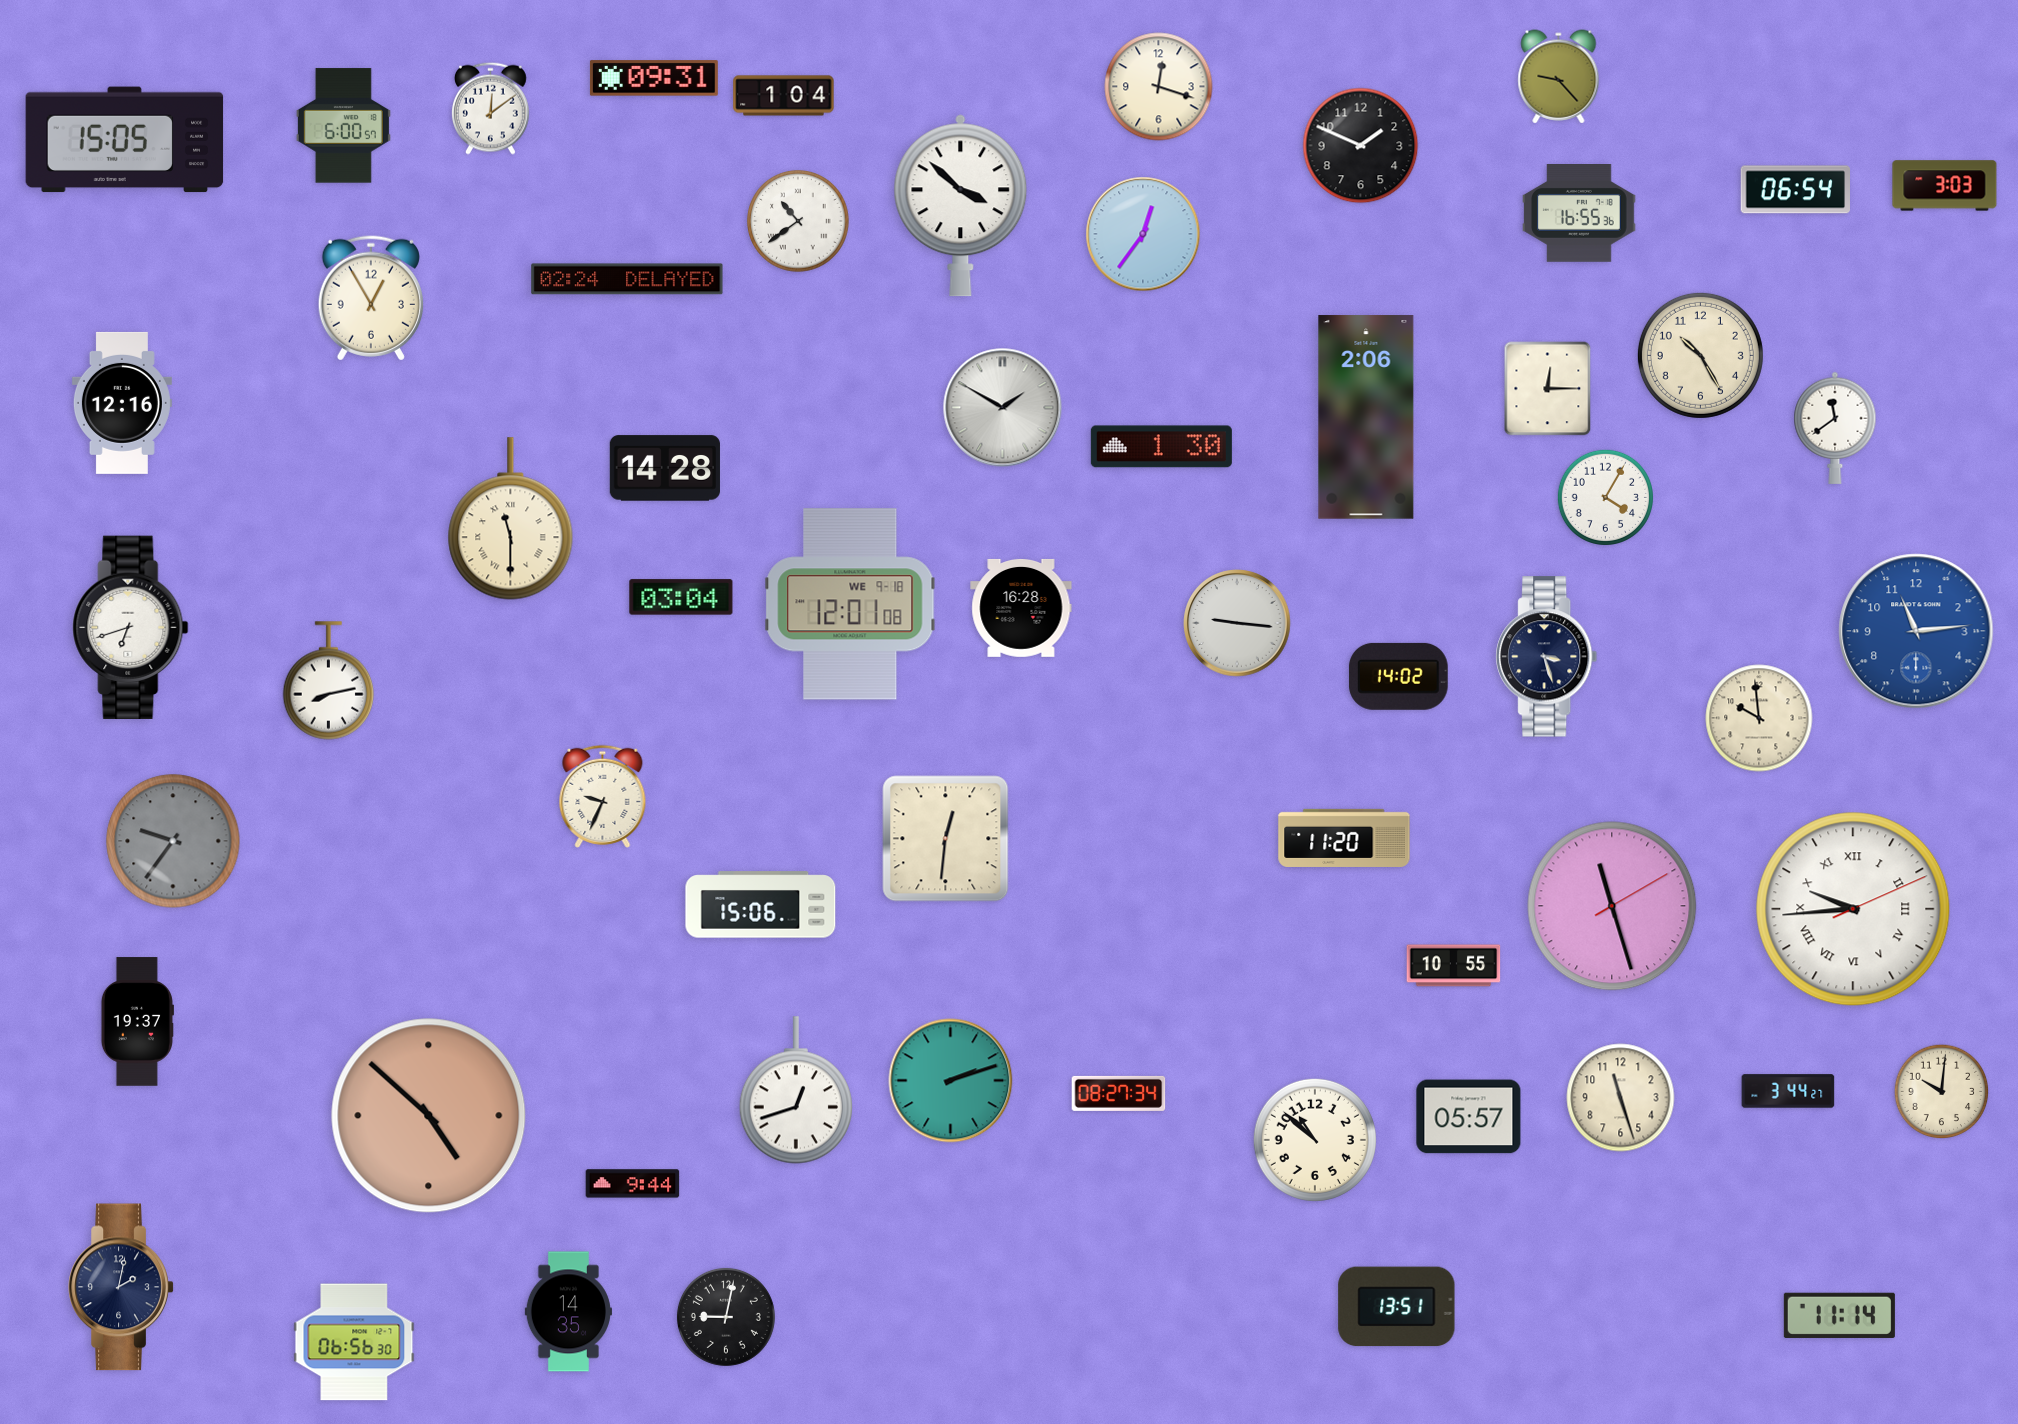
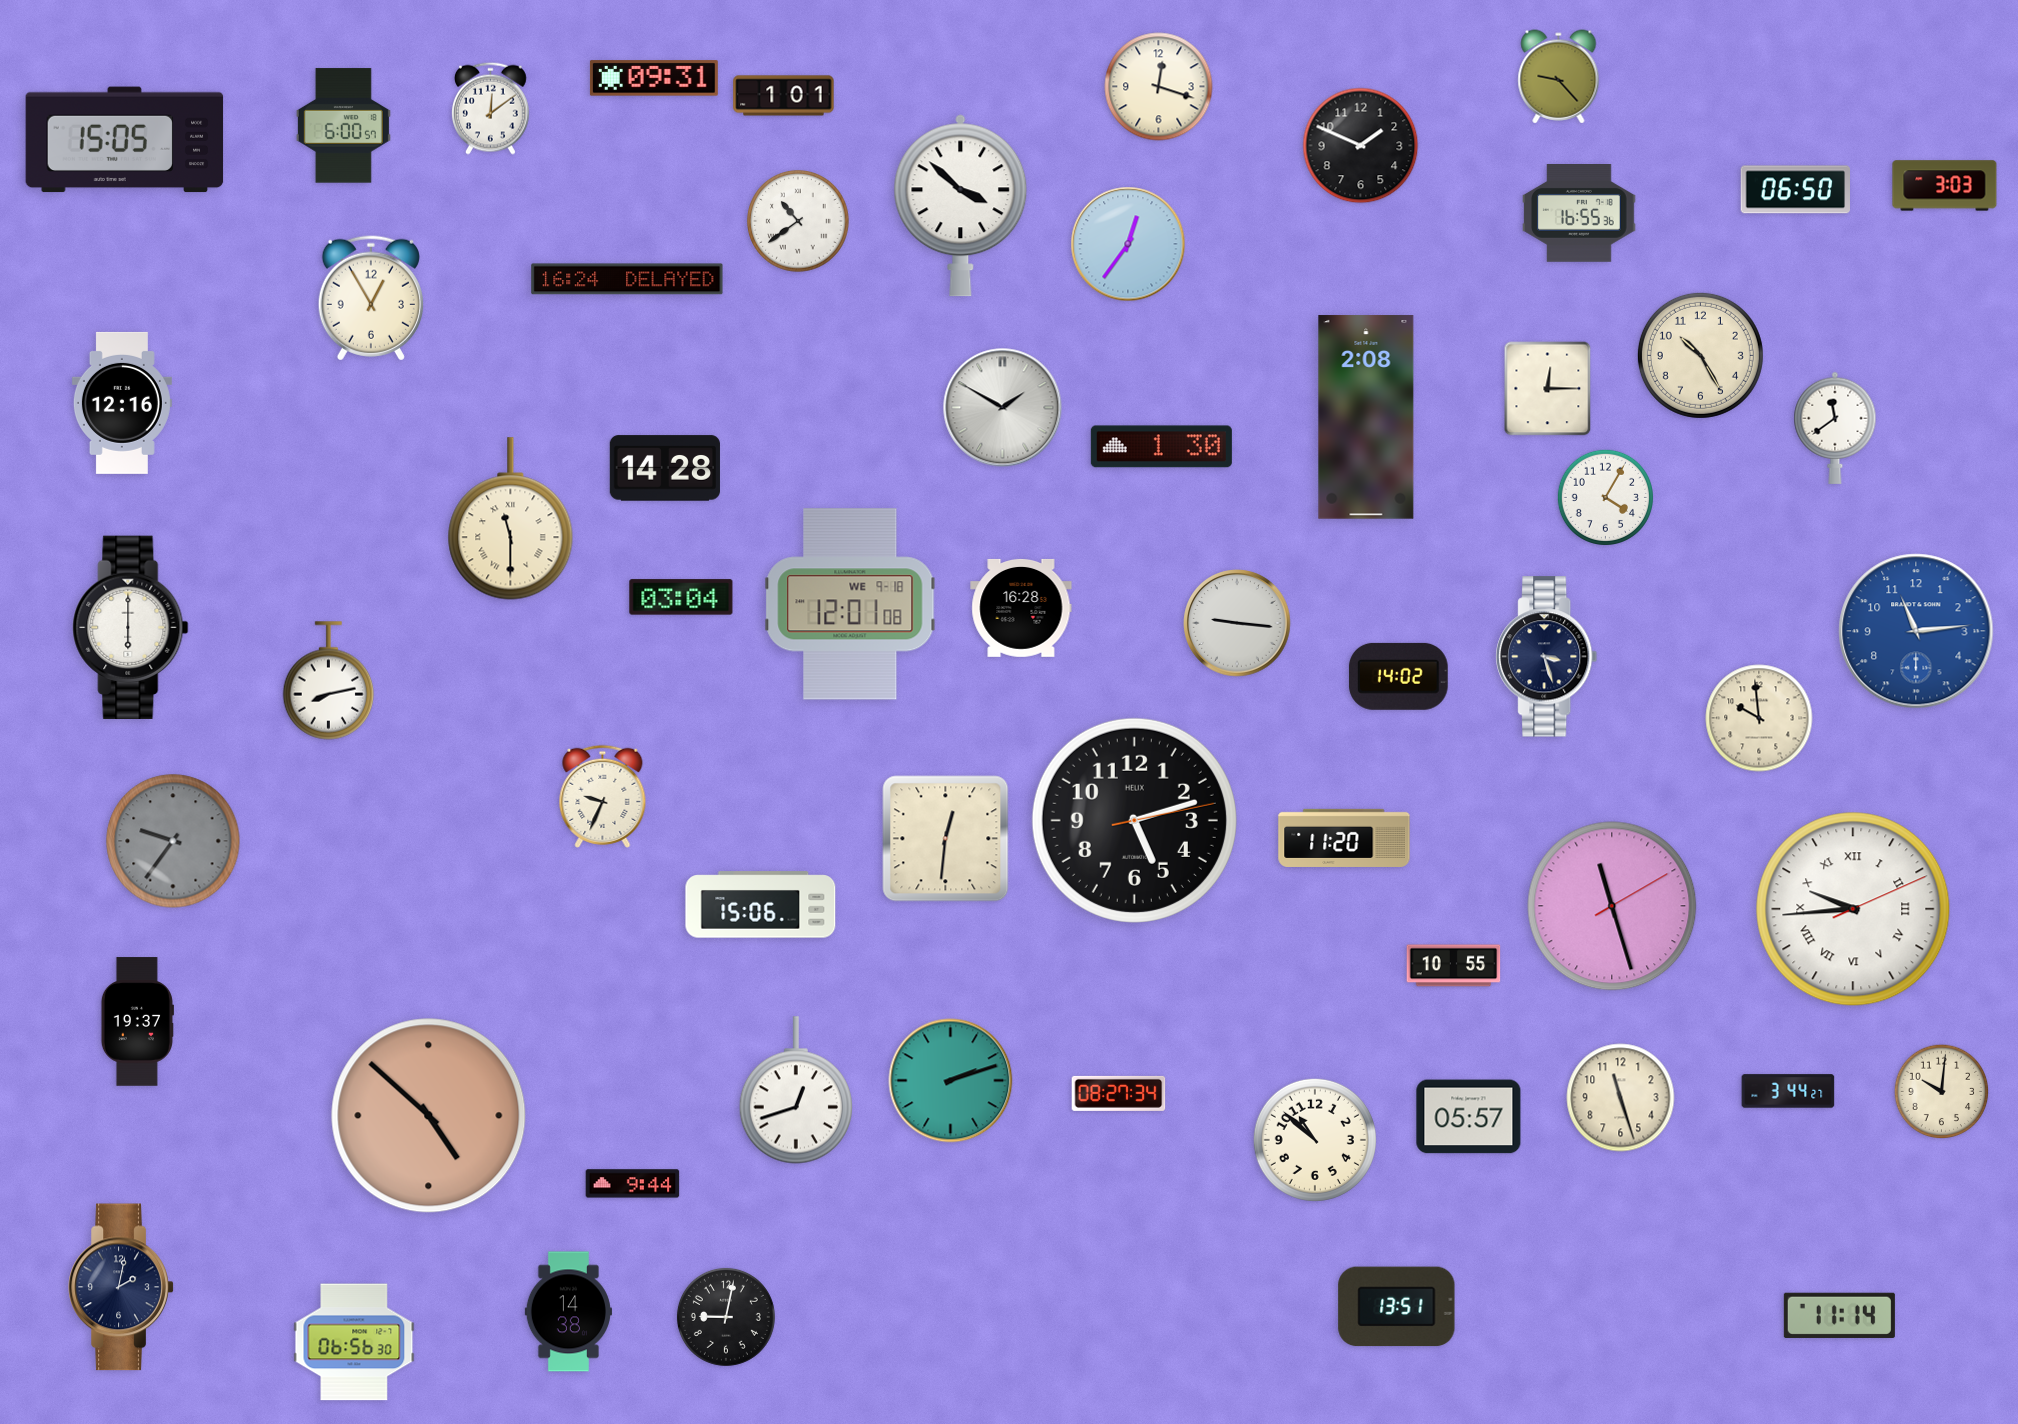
clock at (784, 96): 1:04 -> 1:01
clock at (1795, 190): 06:54 -> 06:50
clock at (1143, 234) position: (1143, 234) -> (1128, 244)
clock at (627, 279): 02:24 -> 16:24
clock at (1366, 417): 2:06 -> 2:08
clock at (131, 627): 6:42 -> 6:00
clock at (1134, 820): none -> 5:12
clock at (568, 1312): 14:35 -> 14:38
